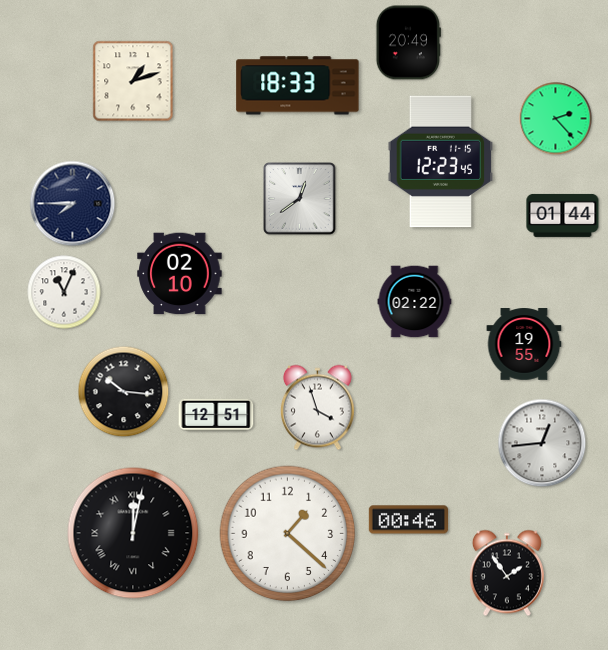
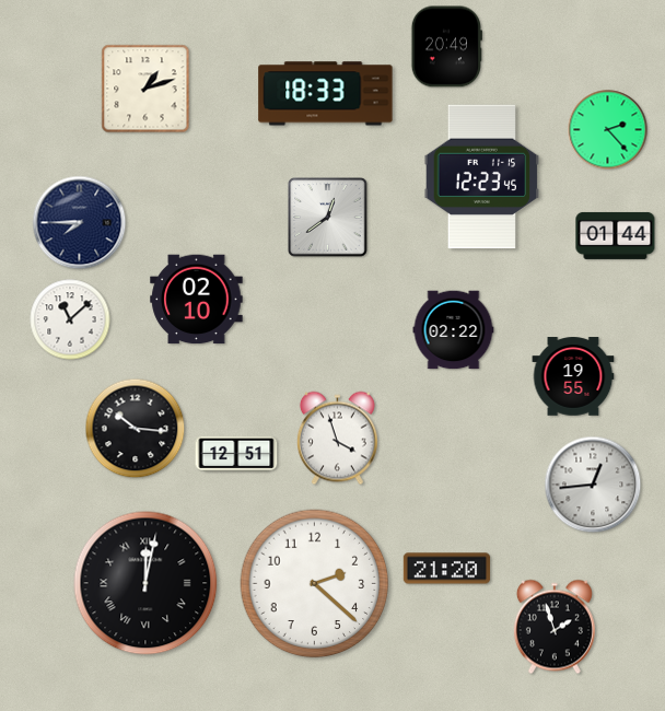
clock at (64, 292): 11:04 -> 11:08
clock at (317, 408) position: (317, 408) -> (337, 439)
clock at (409, 520): 00:46 -> 21:20
clock at (288, 534): 1:22 -> 2:22
clock at (507, 573): 1:54 -> 1:57
